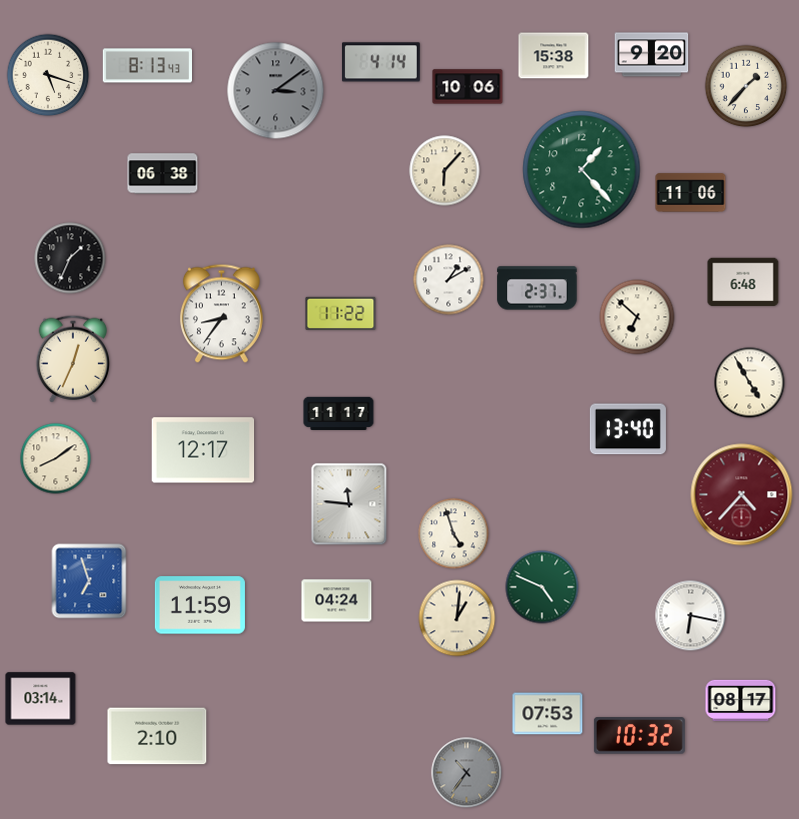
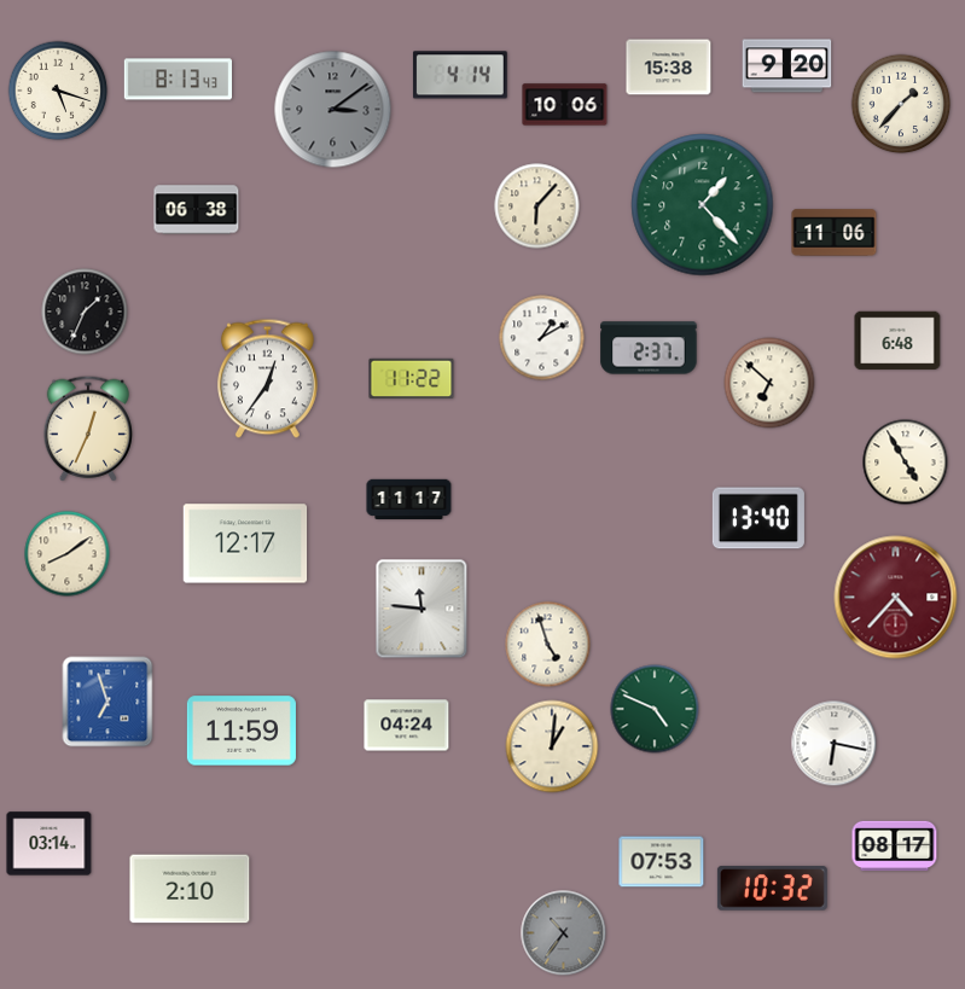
clock at (221, 314): 8:36 -> 12:36
clock at (73, 359) position: (73, 359) -> (88, 429)
